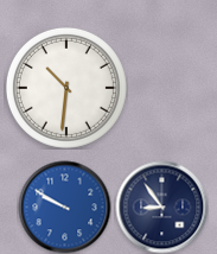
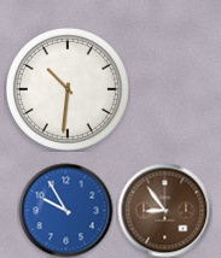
clock at (64, 207): 9:50 -> 9:55
clock at (161, 207) dial: navy -> brown
